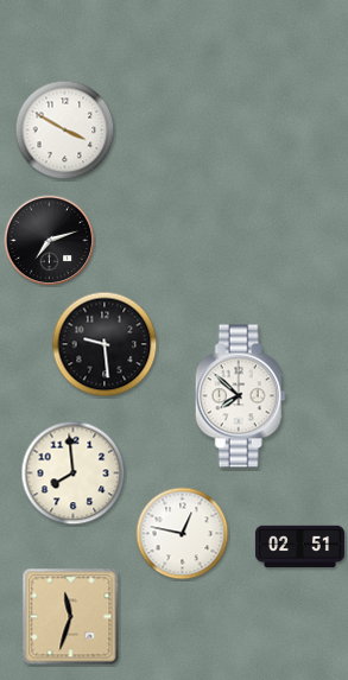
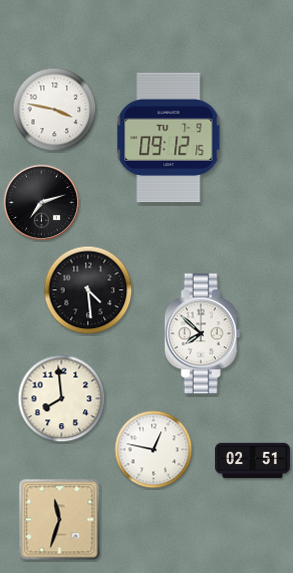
clock at (65, 131): 3:50 -> 3:47
clock at (169, 138): none -> 09:12
clock at (105, 344): 9:29 -> 4:29
